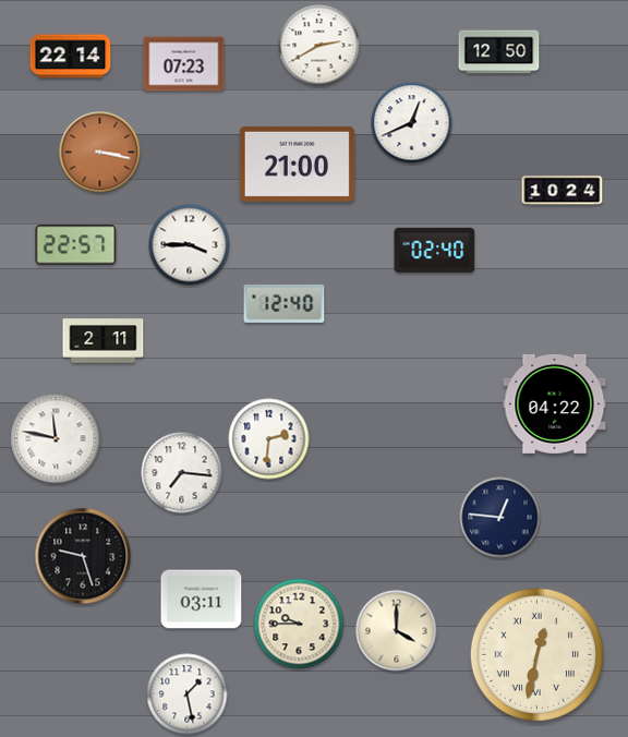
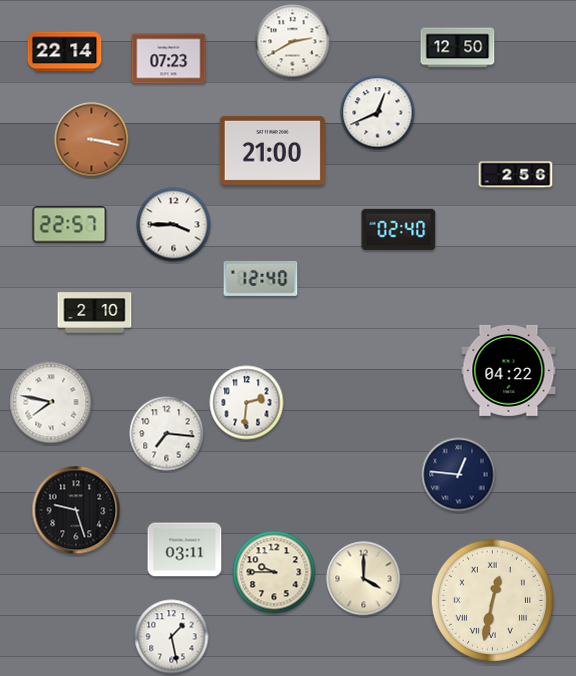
clock at (563, 191): 10:24 -> 2:56
clock at (104, 341): 2:11 -> 2:10
clock at (56, 438): 11:47 -> 7:47
